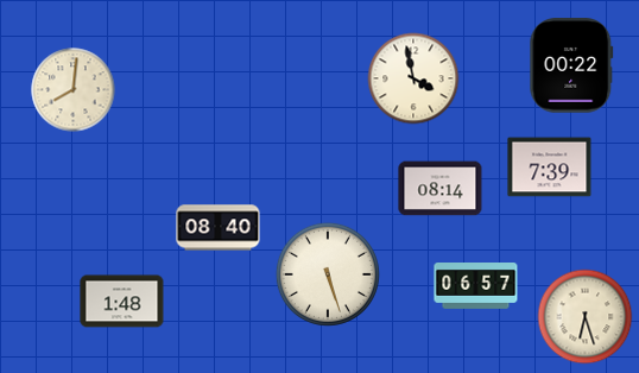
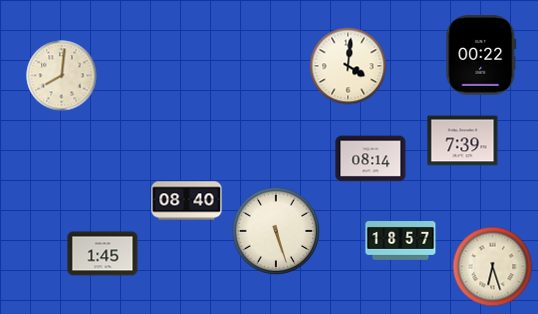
clock at (413, 78): 3:58 -> 4:01
clock at (219, 228) position: (219, 228) -> (187, 201)
clock at (476, 286): 06:57 -> 18:57
clock at (122, 302): 1:48 -> 1:45
